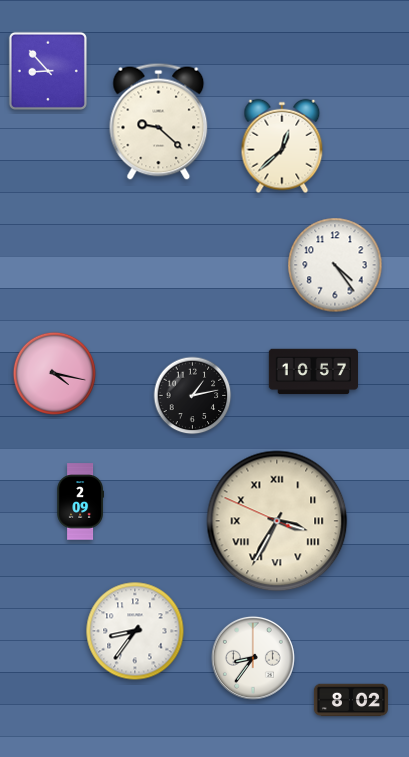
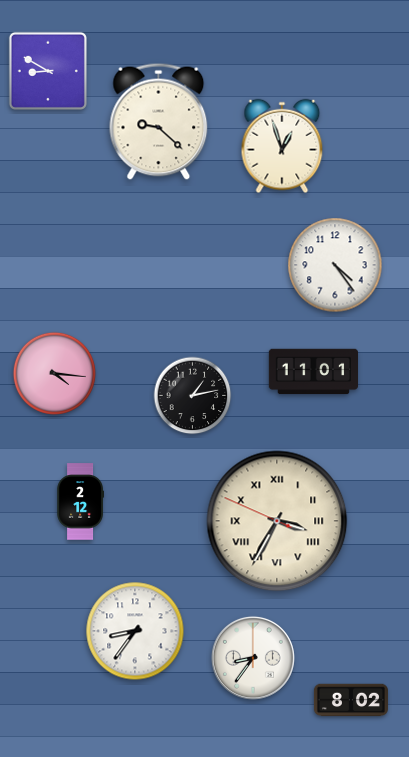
clock at (48, 71): 8:53 -> 8:50
clock at (282, 146): 12:38 -> 12:57
clock at (313, 372): 10:57 -> 11:01
clock at (54, 373): 4:17 -> 4:16
clock at (80, 502): 2:09 -> 2:12
